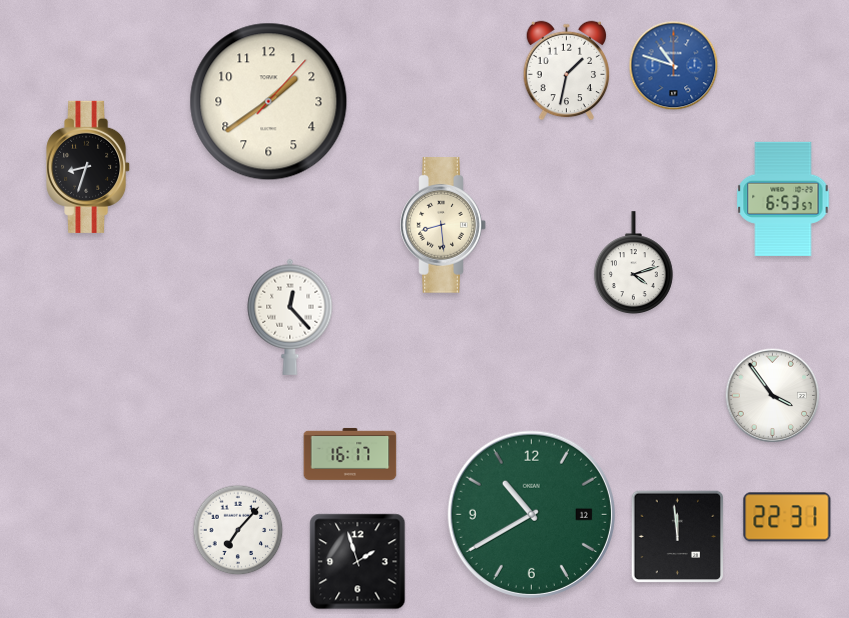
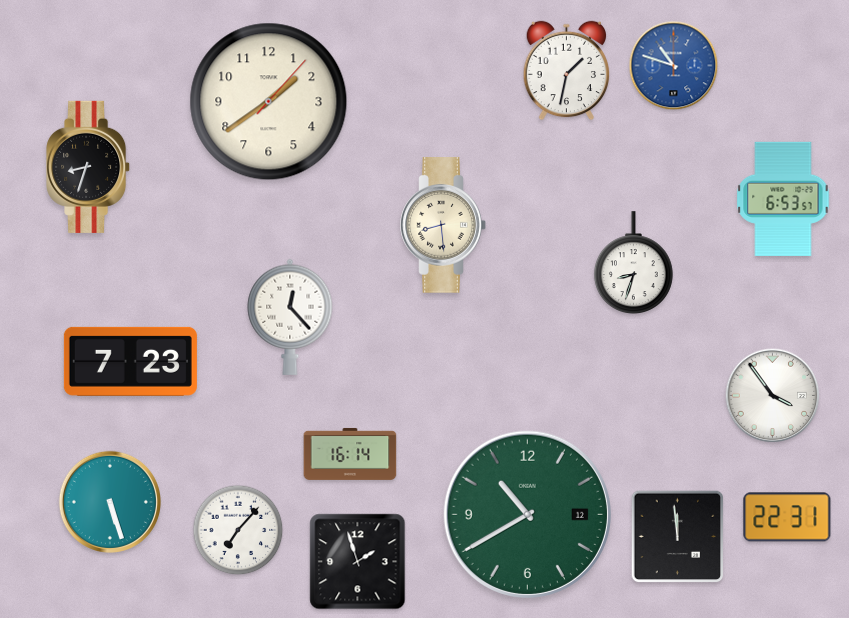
clock at (633, 262): 4:12 -> 8:33
clock at (130, 361): none -> 7:23
clock at (350, 454): 16:17 -> 16:14
clock at (110, 502): none -> 5:27
clock at (531, 514) position: (531, 514) -> (527, 514)
